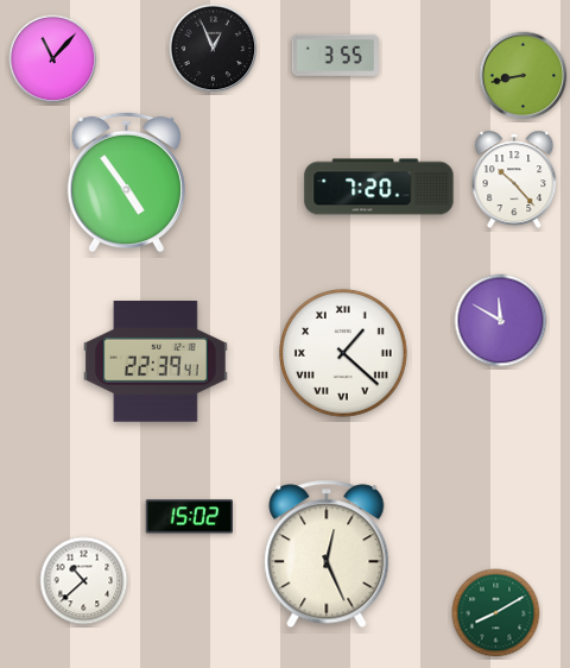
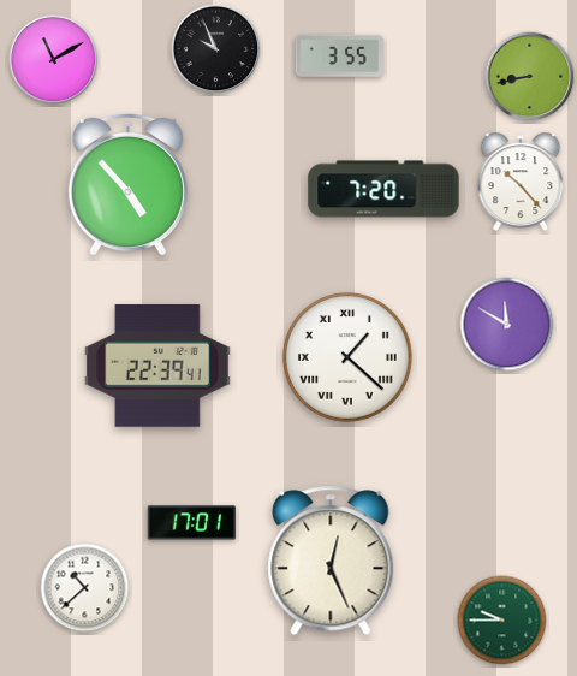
clock at (214, 49): 12:56 -> 9:56
clock at (53, 59): 11:07 -> 11:10
clock at (126, 182): 4:54 -> 4:53
clock at (189, 517): 15:02 -> 17:01
clock at (496, 613): 8:10 -> 9:45
